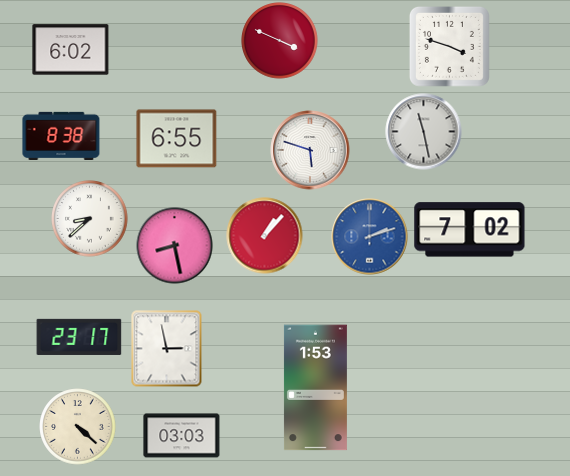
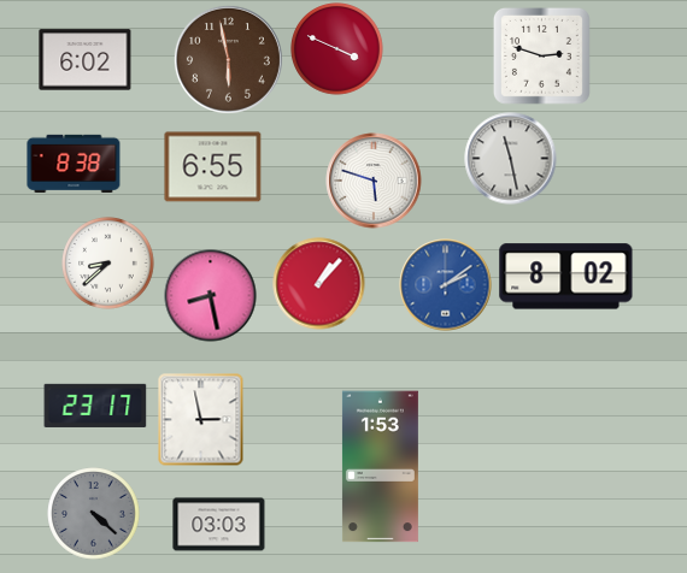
clock at (449, 46): 3:48 -> 2:48
clock at (228, 59): none -> 5:58
clock at (470, 230): 7:02 -> 8:02
clock at (370, 237): 2:12 -> 2:09
clock at (78, 427) dial: cream -> grey
